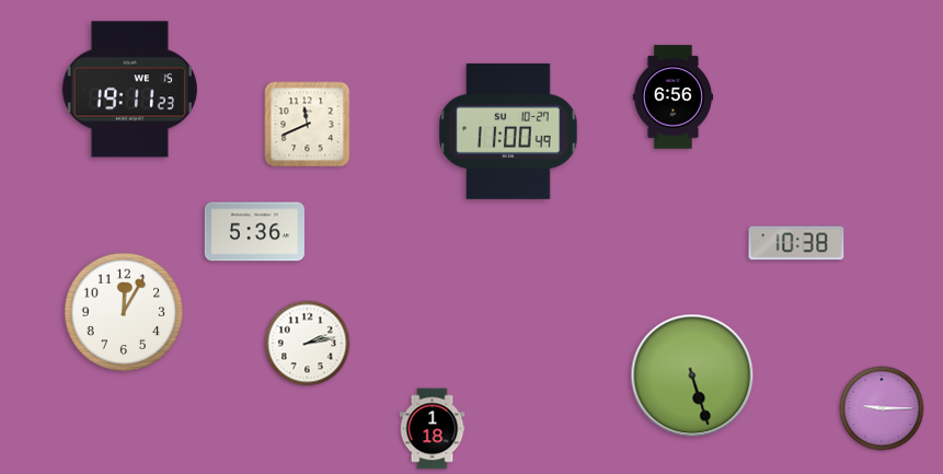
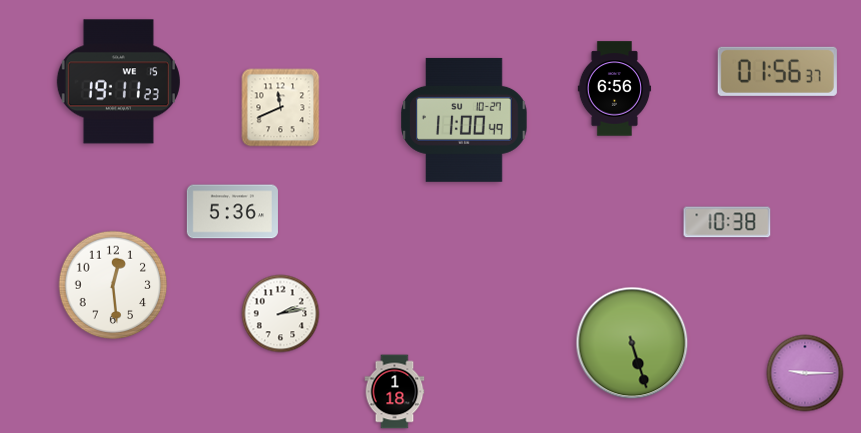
clock at (777, 71): none -> 01:56
clock at (308, 125) position: (308, 125) -> (281, 108)
clock at (124, 312): 12:05 -> 12:29
